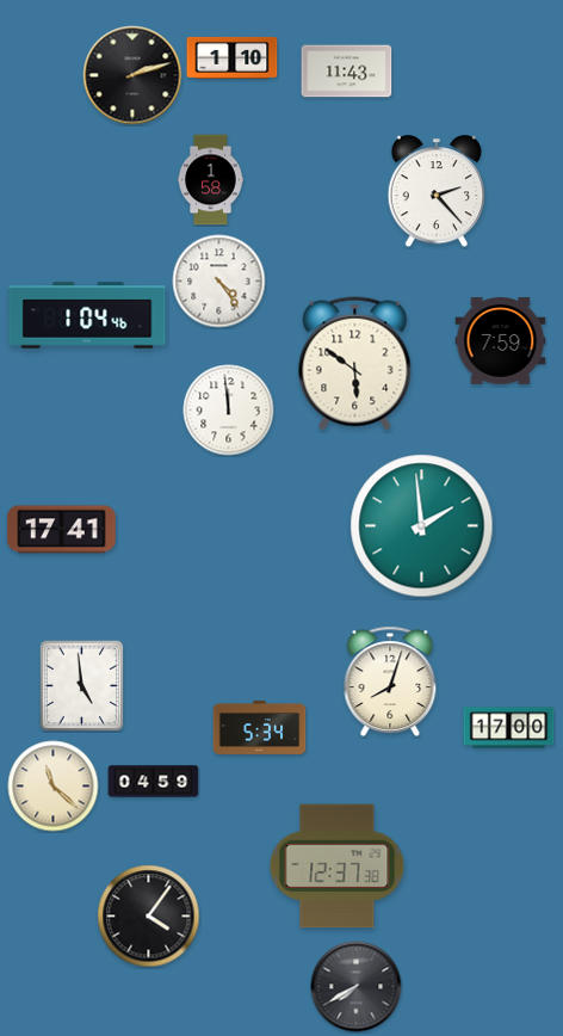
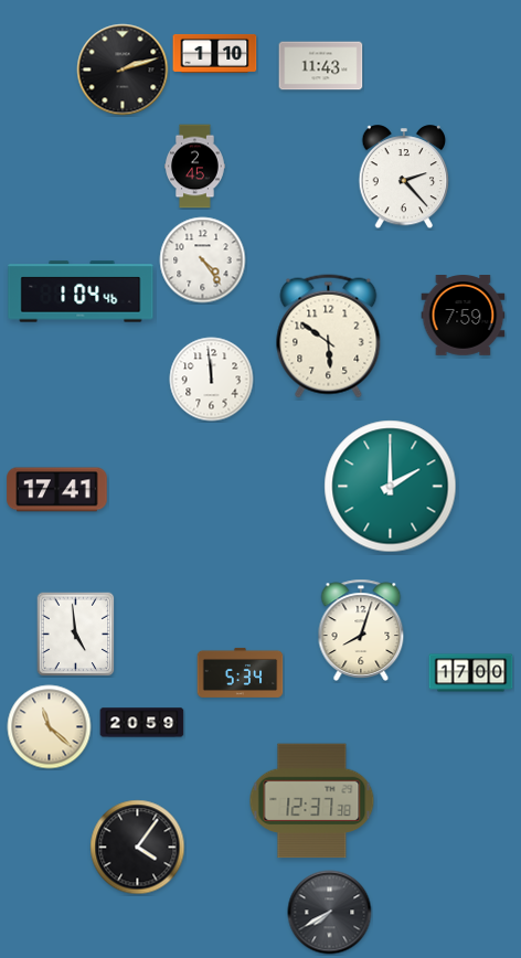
clock at (211, 180): 1:58 -> 2:45
clock at (422, 526): 1:59 -> 2:00
clock at (154, 782): 04:59 -> 20:59
